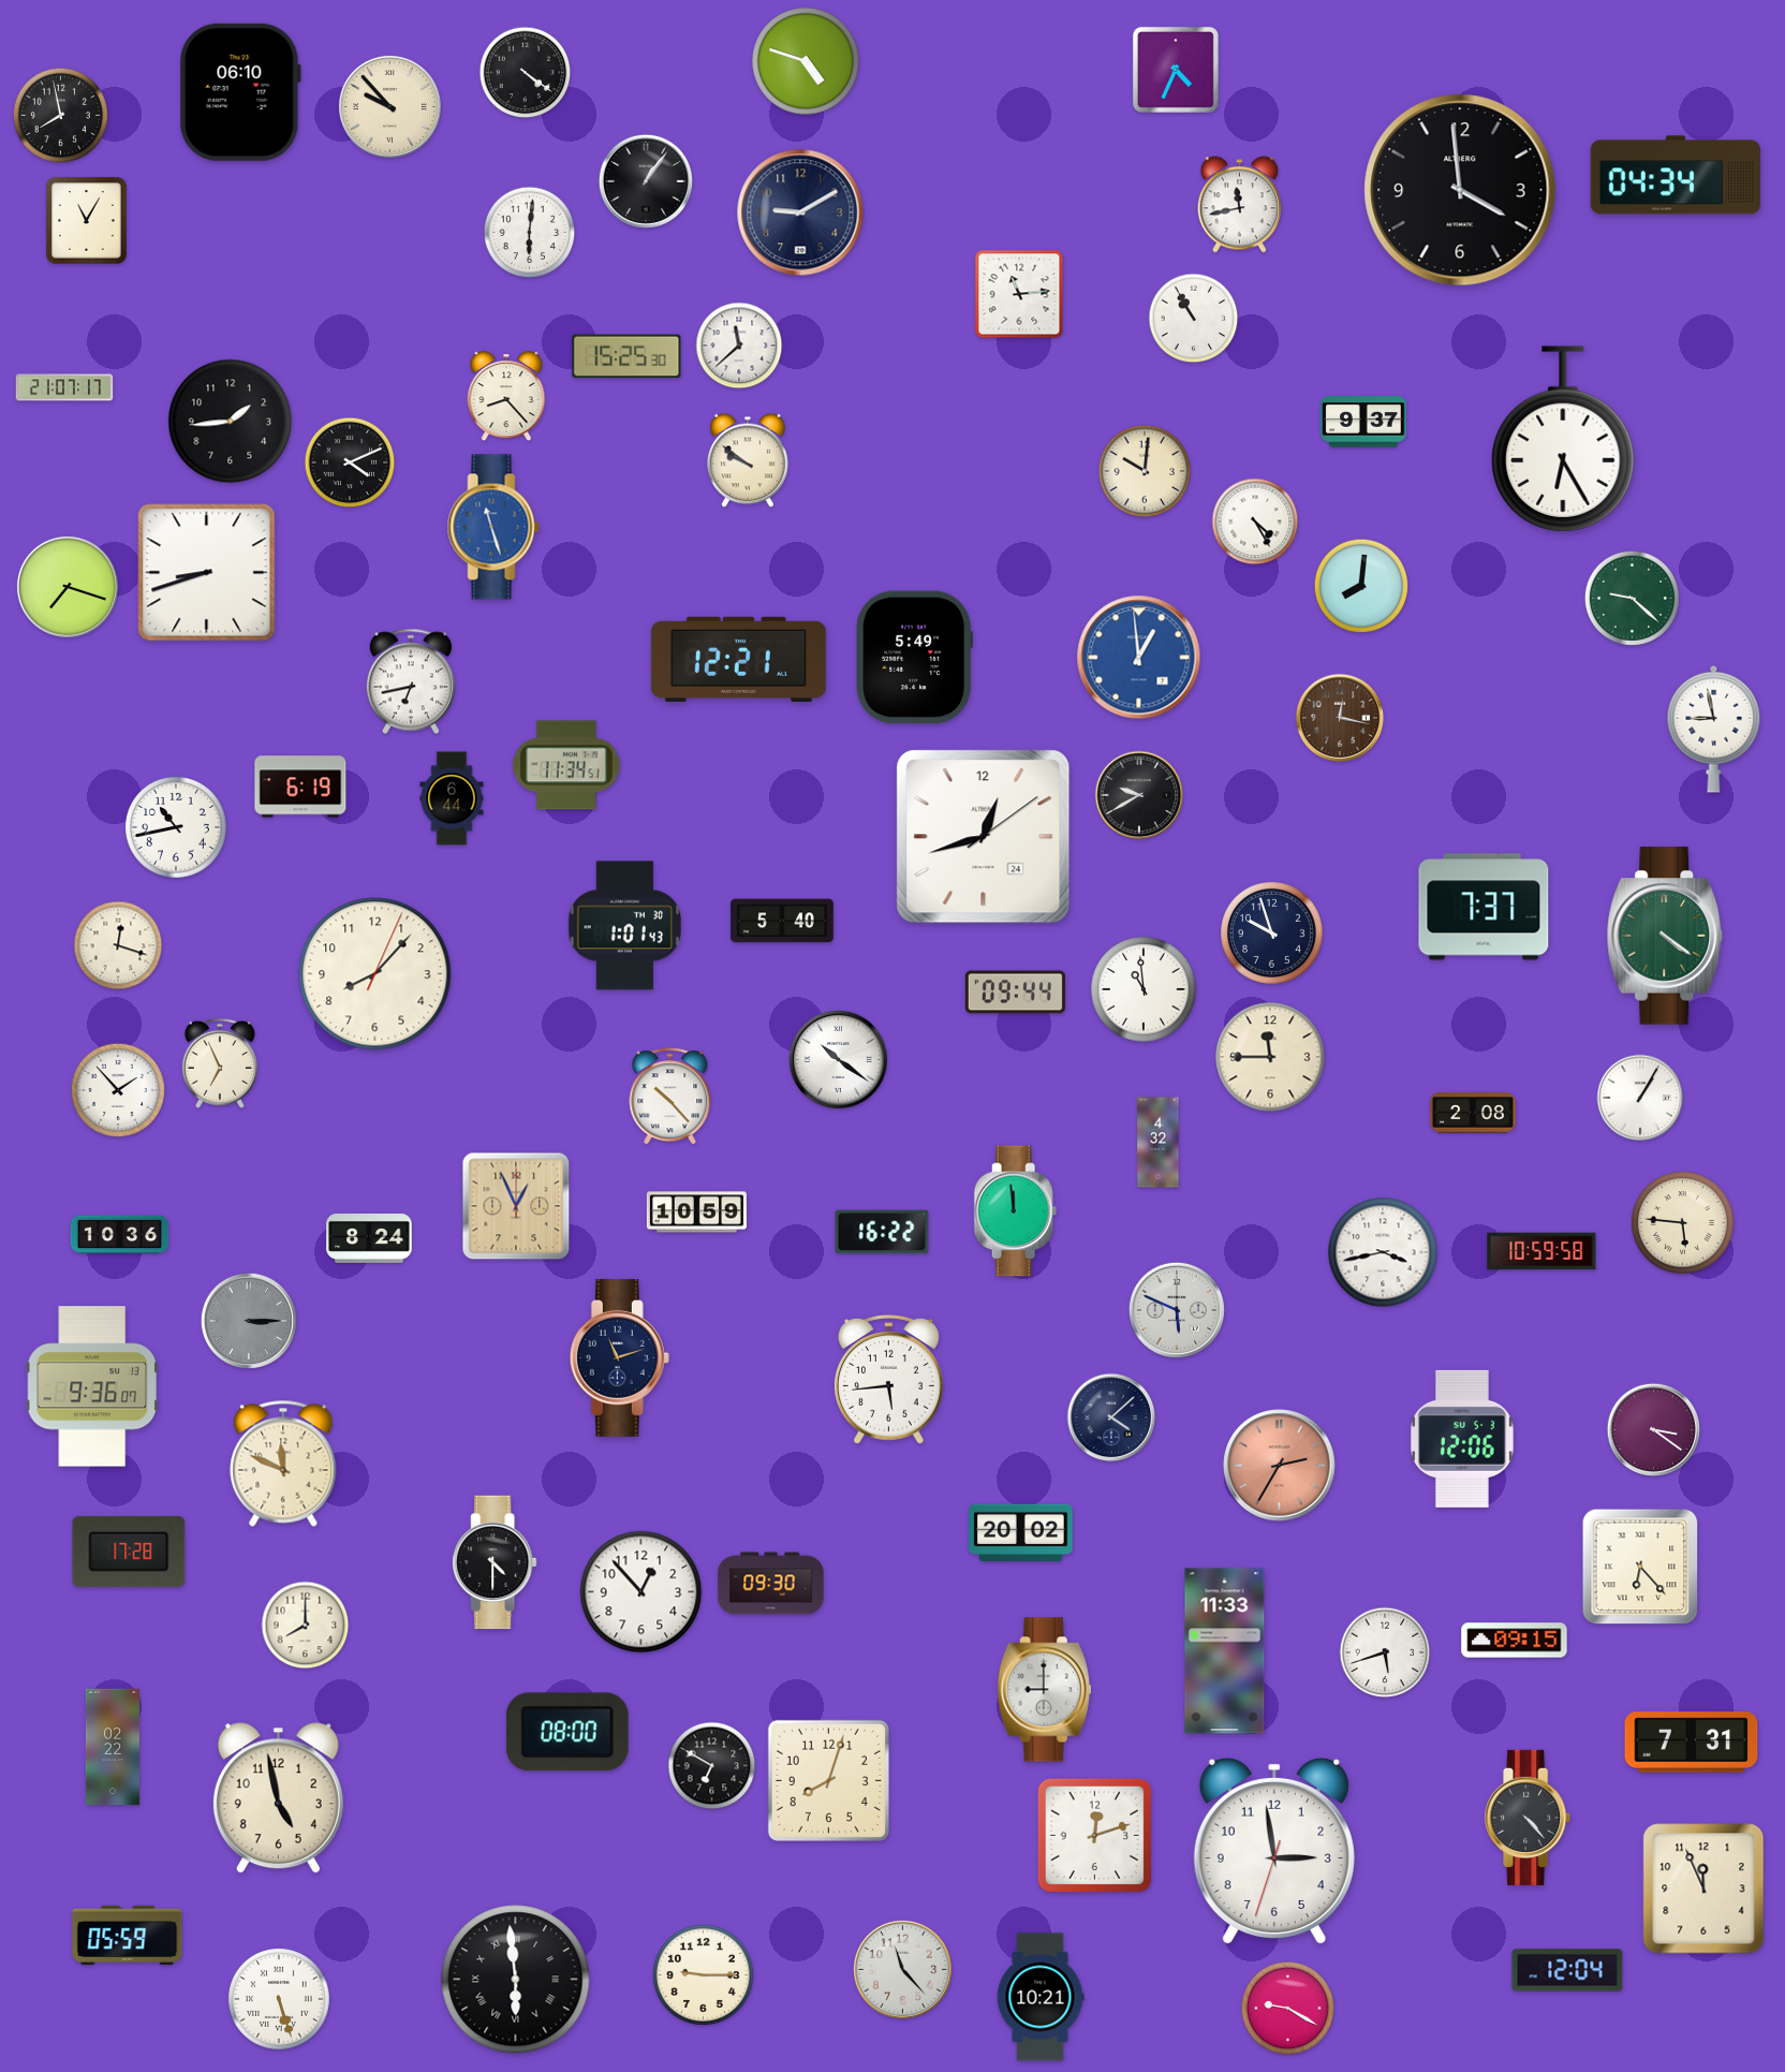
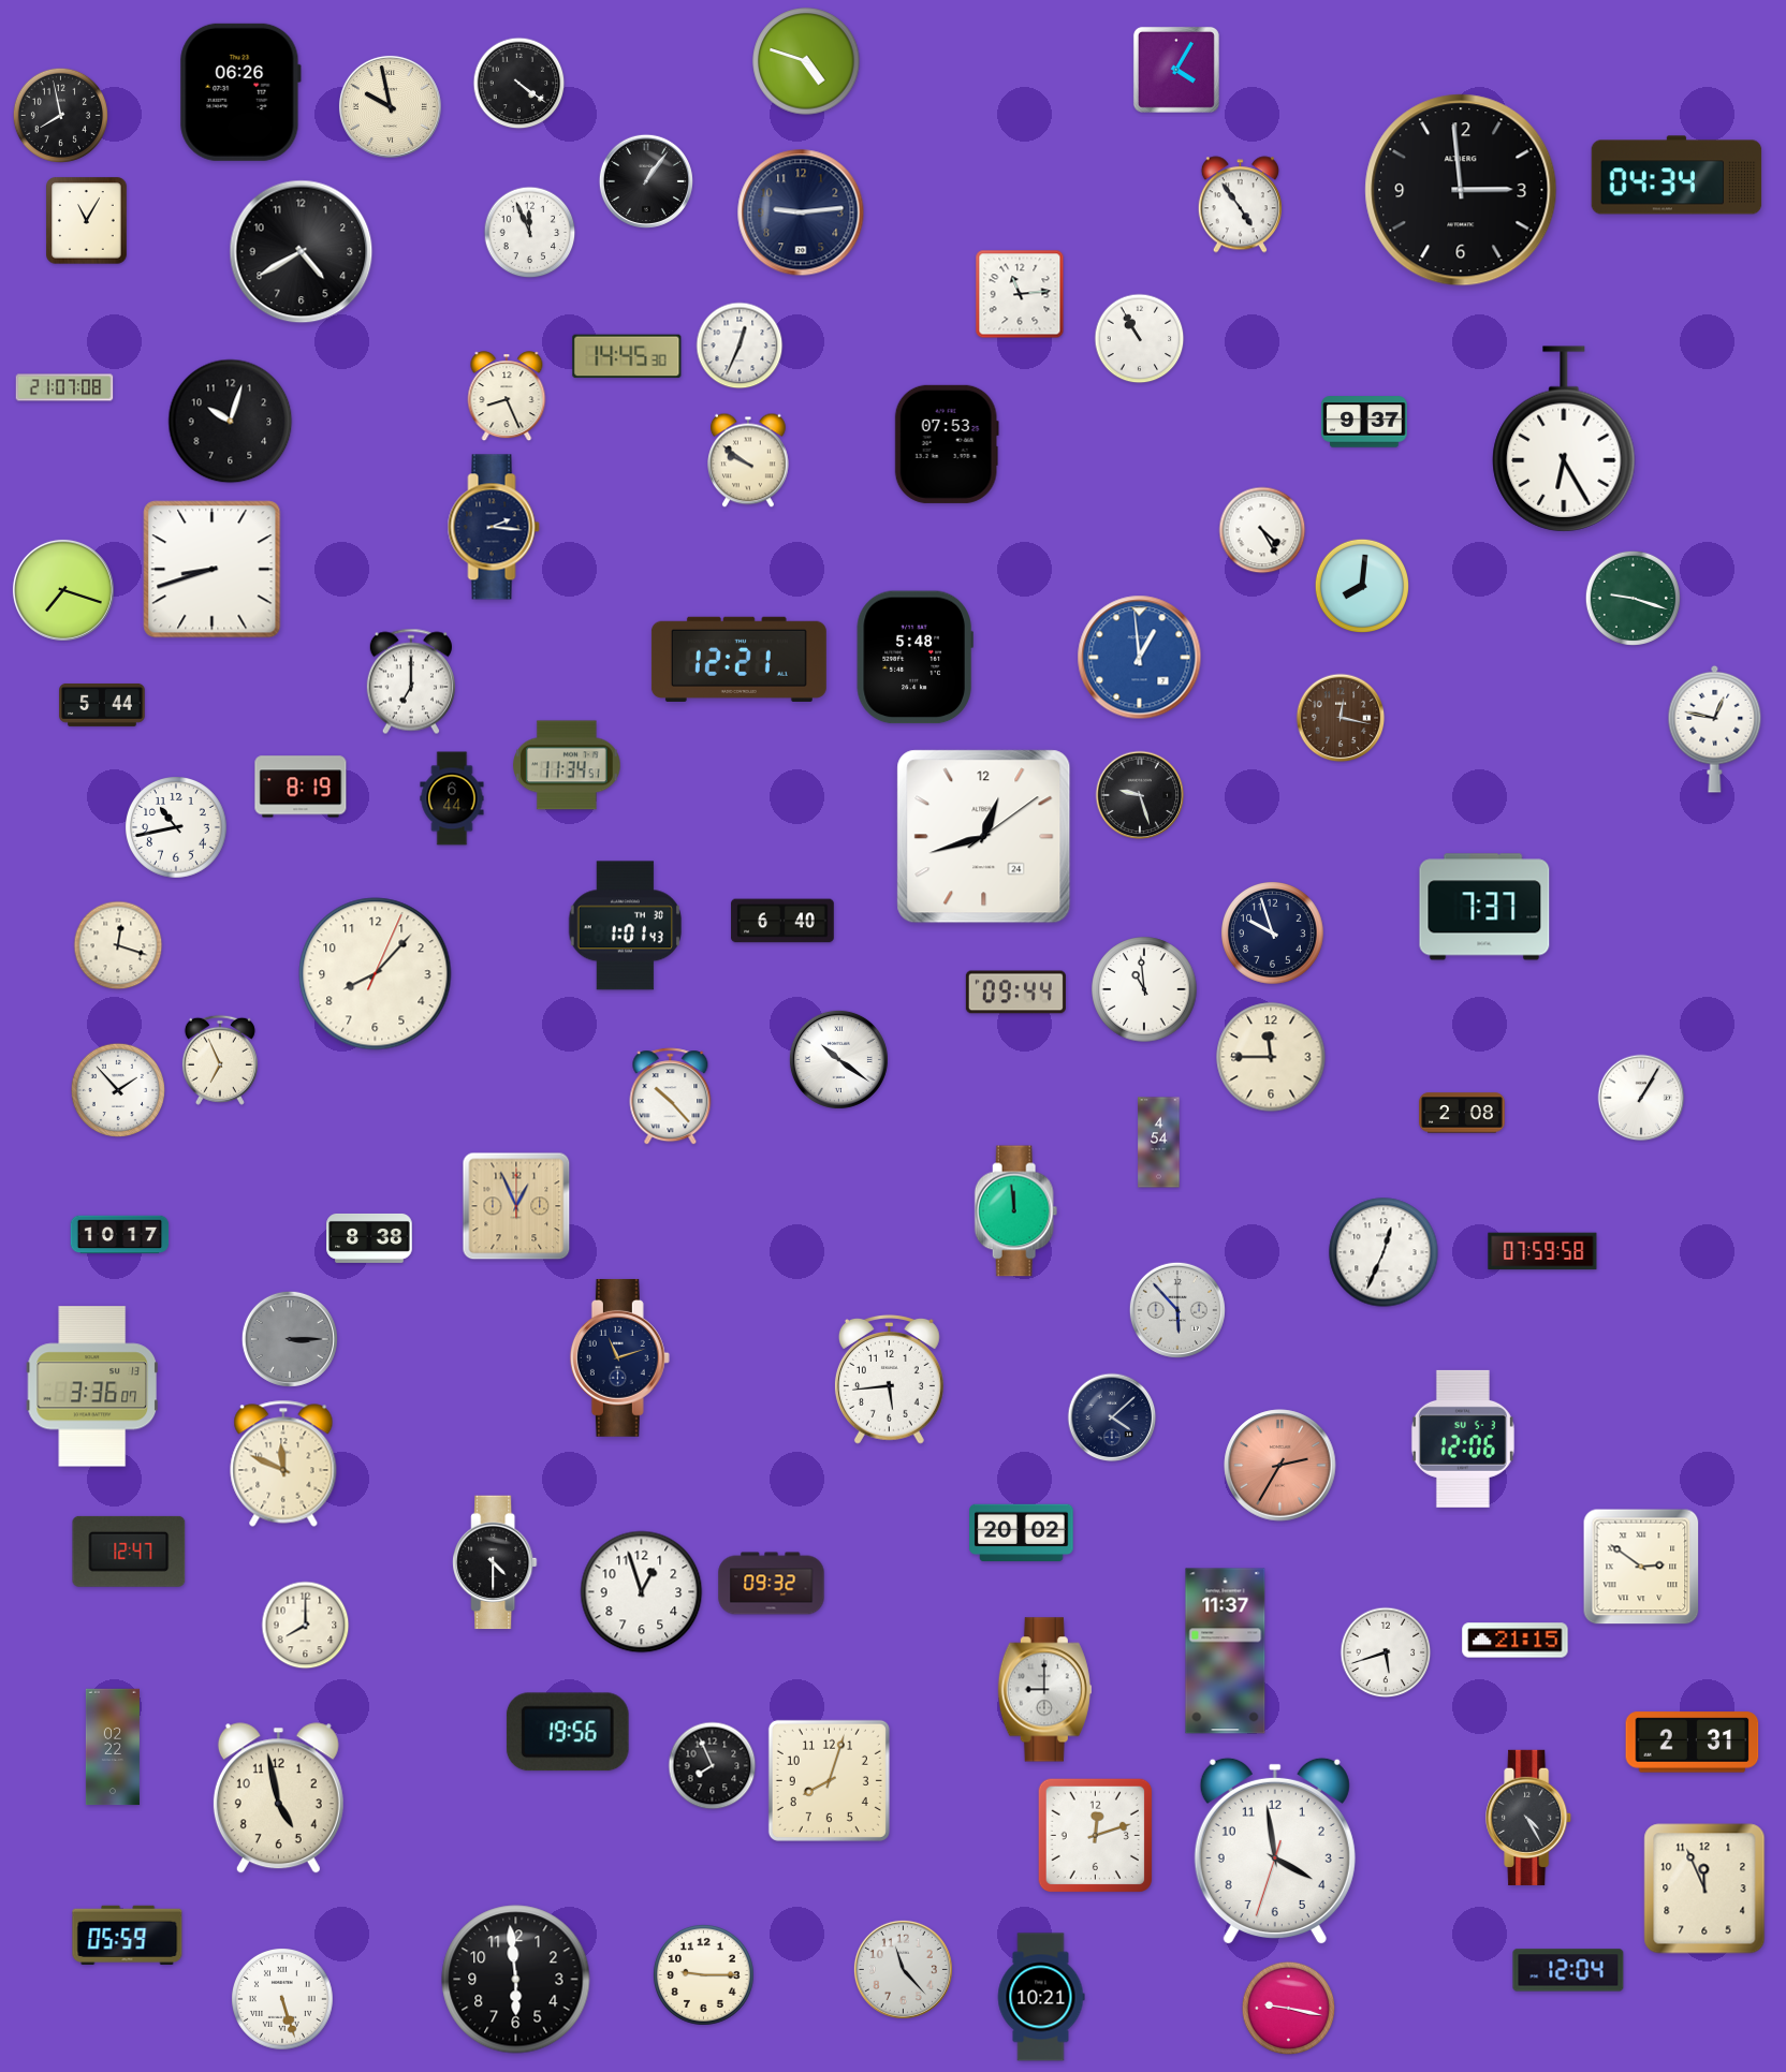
clock at (1176, 70): 4:34 -> 4:05
clock at (526, 73) position: (526, 73) -> (519, 84)
clock at (240, 92): 06:10 -> 06:26
clock at (389, 106): 9:53 -> 9:58
clock at (1460, 190): 3:59 -> 2:59
clock at (1239, 205): 11:43 -> 4:54
clock at (800, 212): 9:10 -> 9:14
clock at (530, 233): 6:01 -> 11:56
clock at (302, 252): none -> 4:40
clock at (1194, 319) position: (1194, 319) -> (1140, 339)
clock at (739, 346): 11:38 -> 12:34
clock at (626, 356): 15:25 -> 14:45
clock at (64, 387): 21:07:17 -> 21:07:08
clock at (506, 397): 8:23 -> 8:26
clock at (231, 422): 1:44 -> 10:03
clock at (947, 444): none -> 07:53
clock at (350, 462): 4:11 -> none
clock at (1145, 471): 10:01 -> none
clock at (1255, 521) position: (1255, 521) -> (1262, 530)
clock at (493, 527): 11:27 -> 2:16
clock at (493, 527) dial: blue -> navy
clock at (207, 573) position: (207, 573) -> (213, 570)
clock at (68, 587) position: (68, 587) -> (63, 590)
clock at (1632, 598): 9:22 -> 9:18
clock at (914, 658): 5:49 -> 5:48
clock at (411, 681): 6:43 -> 7:00
clock at (102, 705): none -> 5:44
clock at (1714, 729): 8:58 -> 12:47
clock at (300, 787): 6:19 -> 8:19
clock at (1139, 795): 9:40 -> 9:27
clock at (782, 921): 5:40 -> 6:40
clock at (1665, 936): 4:21 -> none
clock at (220, 1063) position: (220, 1063) -> (220, 1060)
clock at (1473, 1113) position: (1473, 1113) -> (1462, 1113)
clock at (1159, 1143): 4:32 -> 4:54
clock at (696, 1213): 10:59 -> none
clock at (1683, 1223): 5:46 -> none
clock at (882, 1232): 16:22 -> none
clock at (120, 1235): 10:36 -> 10:17
clock at (369, 1238): 8:24 -> 8:38
clock at (1541, 1251): 10:59 -> 07:59
clock at (1383, 1252): 3:43 -> 12:34
clock at (1177, 1310): 5:49 -> 5:53
clock at (249, 1321) position: (249, 1321) -> (290, 1339)
clock at (91, 1386): 9:36 -> 3:36
clock at (1653, 1429): 3:21 -> none
clock at (129, 1552): 17:28 -> 12:47
clock at (1640, 1567): 6:23 -> 2:51
clock at (771, 1584): 09:30 -> 09:32
clock at (641, 1592): 12:53 -> 12:57
clock at (1515, 1641): 09:15 -> 21:15
clock at (1225, 1651): 11:33 -> 11:37
clock at (567, 1732): 08:00 -> 19:56
clock at (1692, 1743): 7:31 -> 2:31
clock at (712, 1766): 6:50 -> 7:56
clock at (1529, 1818): 4:23 -> 4:25
clock at (1274, 1850): 2:58 -> 3:58
clock at (516, 1980) numerals: Roman -> Arabic
clock at (280, 2000) position: (280, 2000) -> (283, 2000)
clock at (1288, 2009): 9:20 -> 9:17
